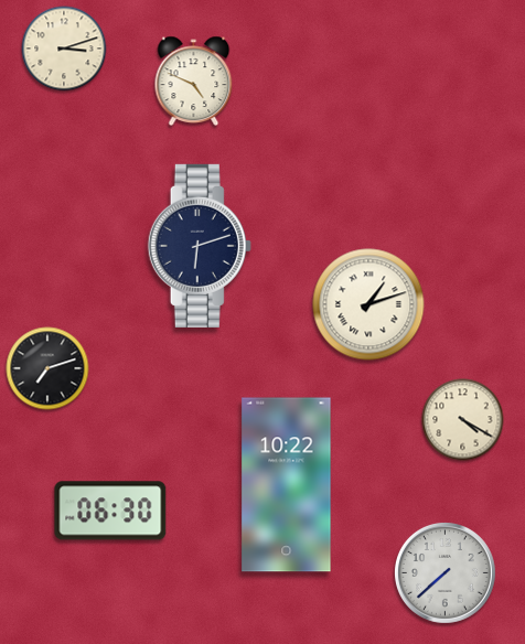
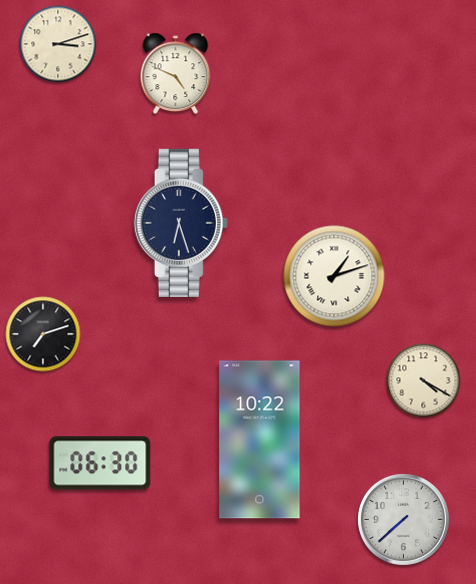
clock at (200, 246): 6:12 -> 6:27
clock at (463, 420) position: (463, 420) -> (424, 381)
